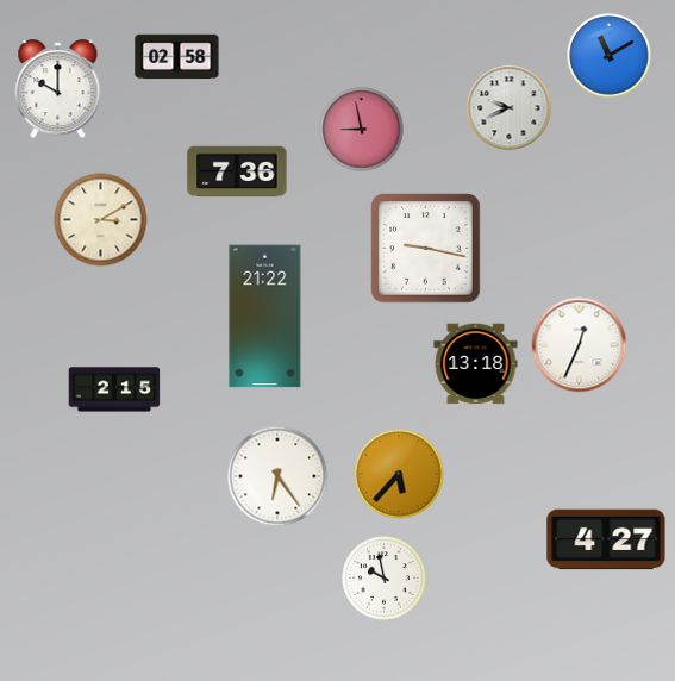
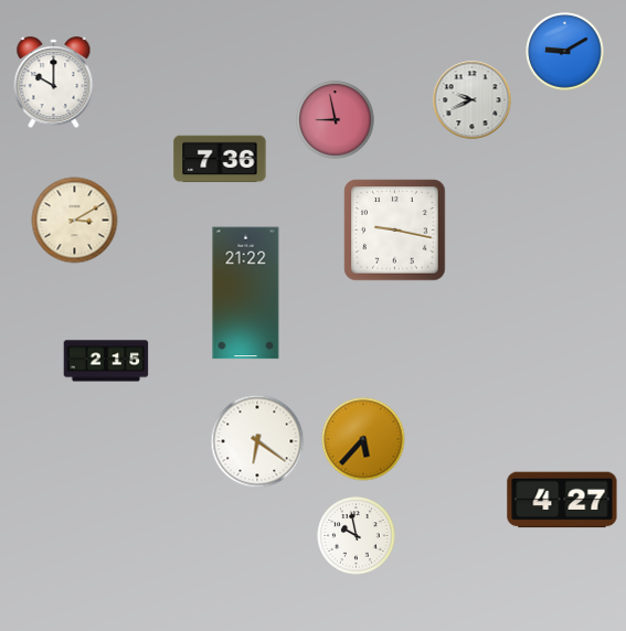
clock at (610, 56): 11:10 -> 9:10
clock at (177, 57): 02:58 -> none
clock at (101, 220) position: (101, 220) -> (75, 221)
clock at (580, 345): 12:34 -> none
clock at (476, 364): 13:18 -> none
clock at (399, 474) position: (399, 474) -> (363, 439)
clock at (277, 476): 6:24 -> 6:21
